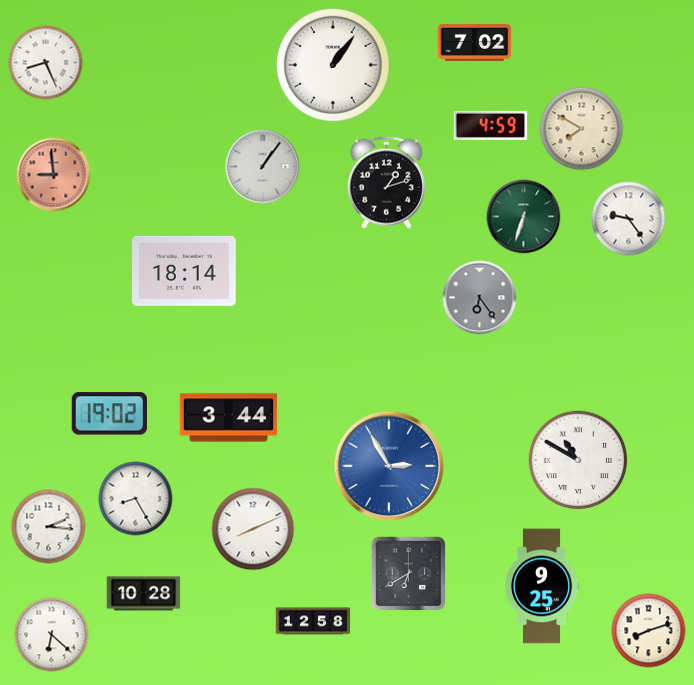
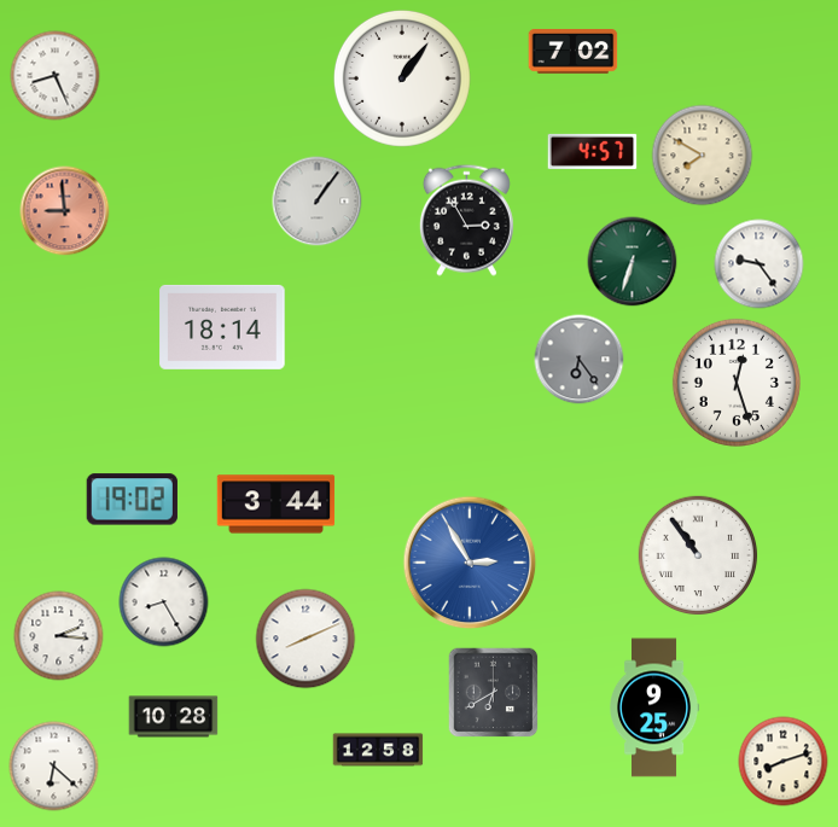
clock at (491, 125): 4:59 -> 4:57
clock at (386, 182): 1:12 -> 2:55
clock at (737, 383): none -> 12:27
clock at (578, 460): 10:50 -> 10:54
clock at (52, 635) position: (52, 635) -> (54, 767)
